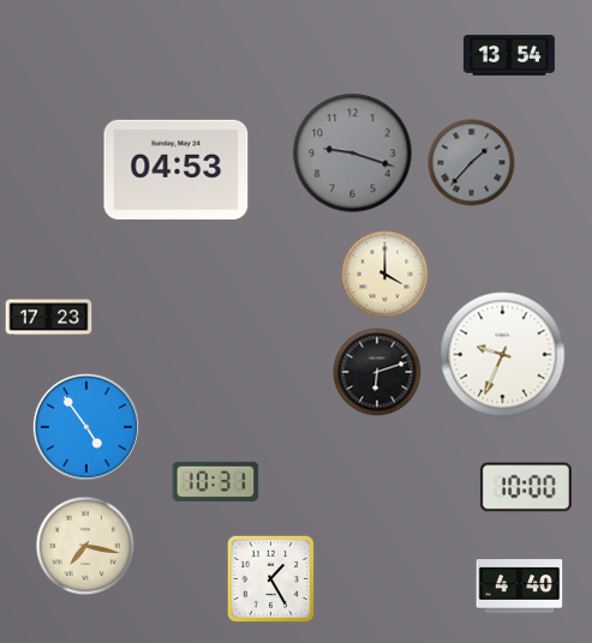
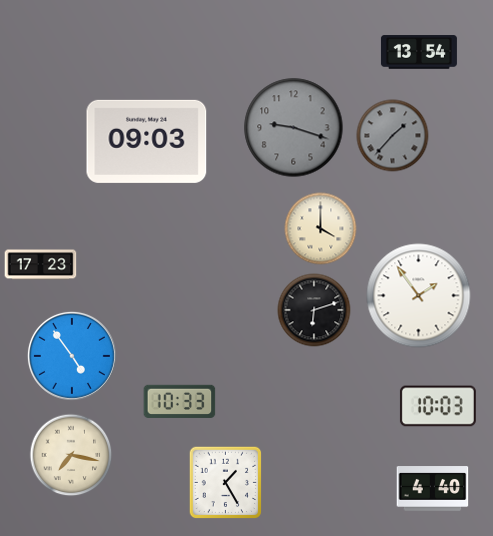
clock at (509, 55) position: (509, 55) -> (419, 52)
clock at (177, 169): 04:53 -> 09:03
clock at (503, 355): 9:34 -> 1:54
clock at (216, 481): 10:31 -> 10:33
clock at (526, 487): 10:00 -> 10:03
